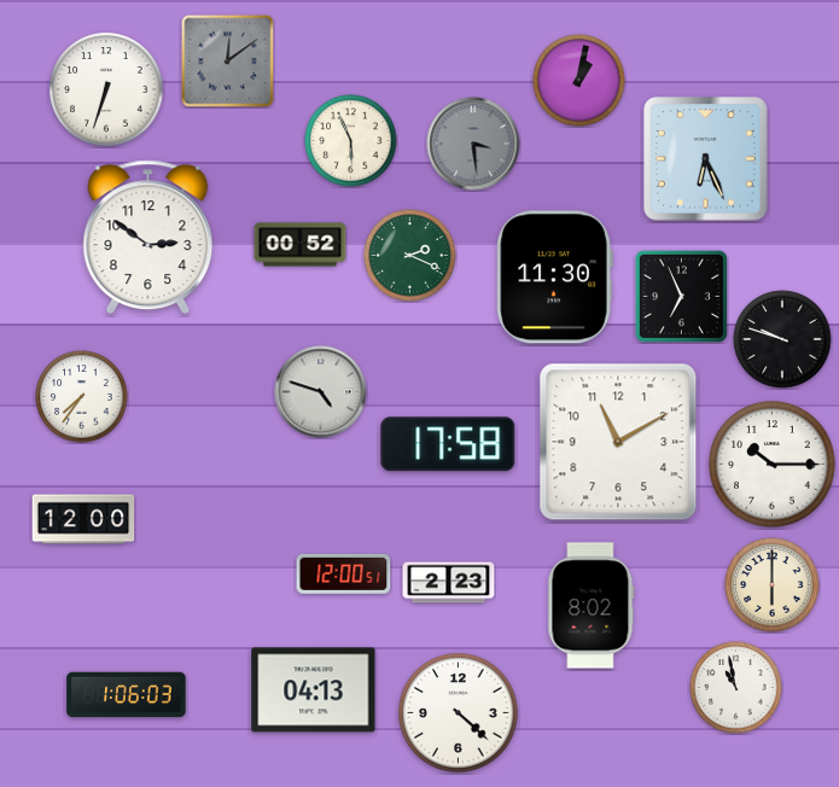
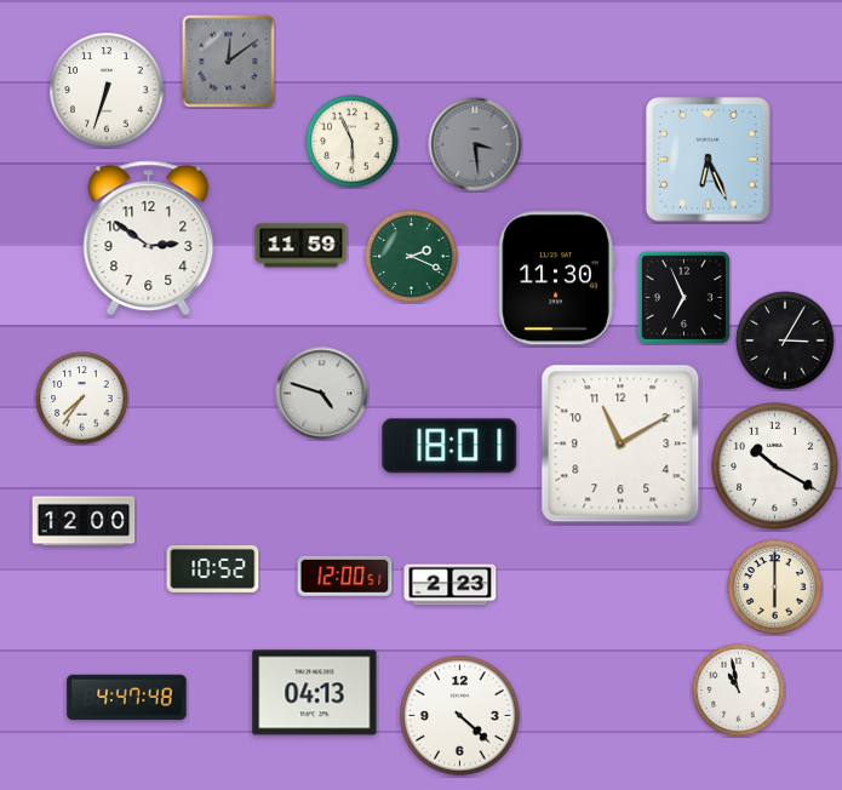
clock at (579, 81): 1:02 -> none
clock at (301, 245): 00:52 -> 11:59
clock at (782, 339): 9:48 -> 3:05
clock at (448, 444): 17:58 -> 18:01
clock at (773, 465): 10:15 -> 10:20
clock at (213, 568): none -> 10:52
clock at (592, 606): 8:02 -> none
clock at (127, 695): 1:06 -> 4:47
